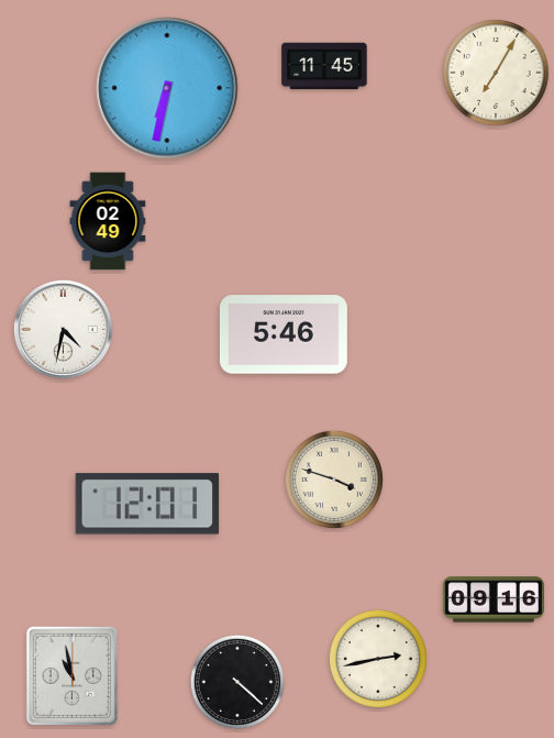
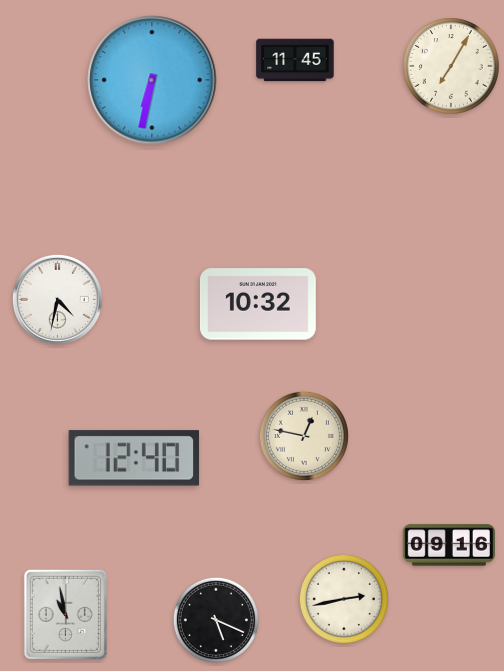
clock at (108, 221): 02:49 -> none
clock at (284, 334): 5:46 -> 10:32
clock at (334, 480): 3:48 -> 12:47
clock at (147, 504): 12:01 -> 12:40
clock at (237, 682): 4:22 -> 5:19
